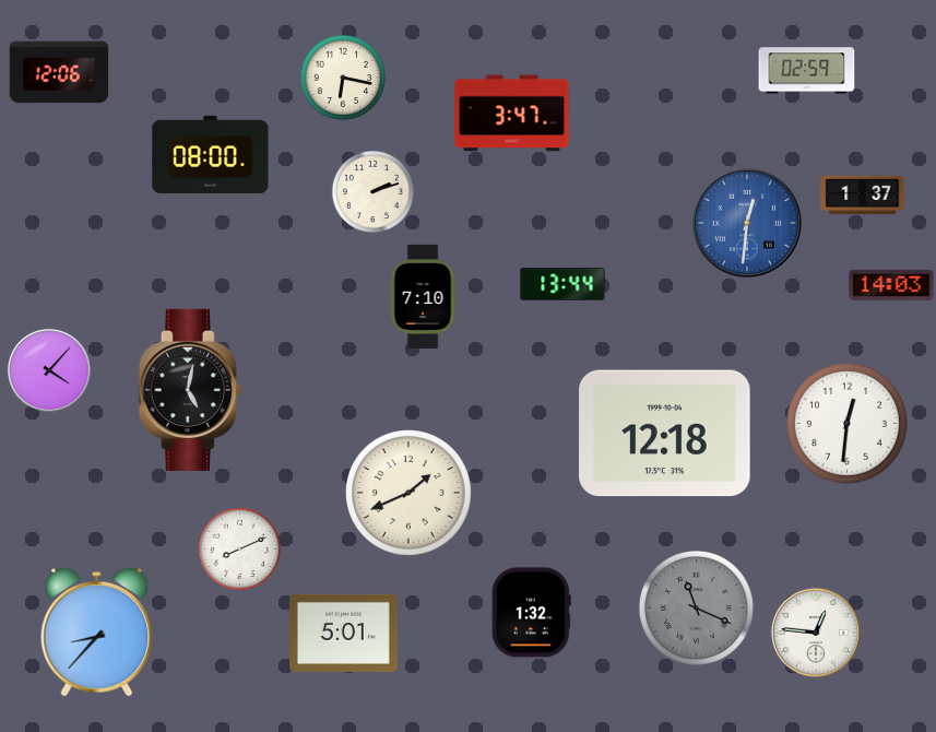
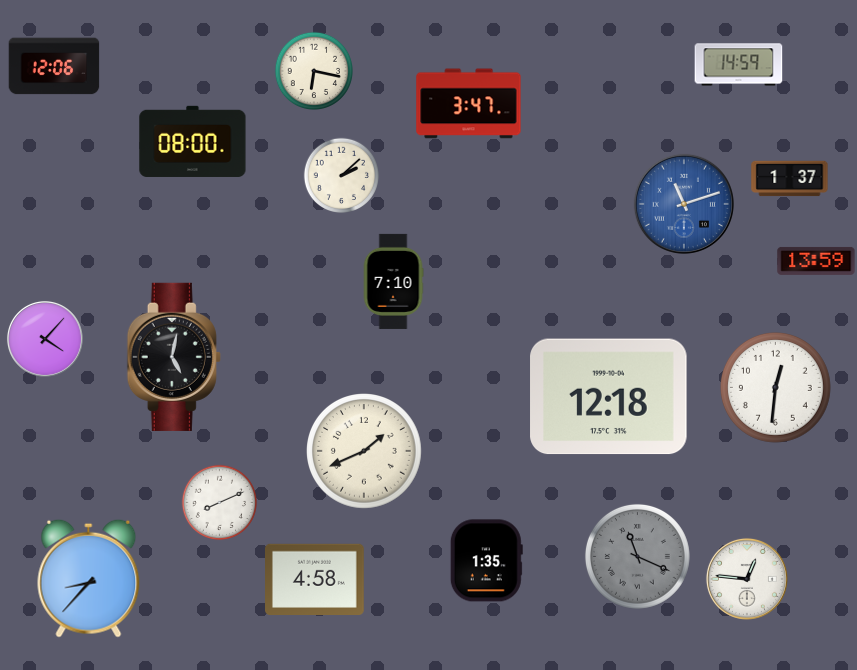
clock at (807, 71): 02:59 -> 14:59
clock at (374, 192): 2:12 -> 2:08
clock at (747, 223): 12:31 -> 11:12
clock at (562, 284): 13:44 -> none
clock at (891, 285): 14:03 -> 13:59
clock at (423, 296) position: (423, 296) -> (393, 281)
clock at (410, 494) position: (410, 494) -> (365, 452)
clock at (531, 613): 1:32 -> 1:35
clock at (344, 633): 5:01 -> 4:58
